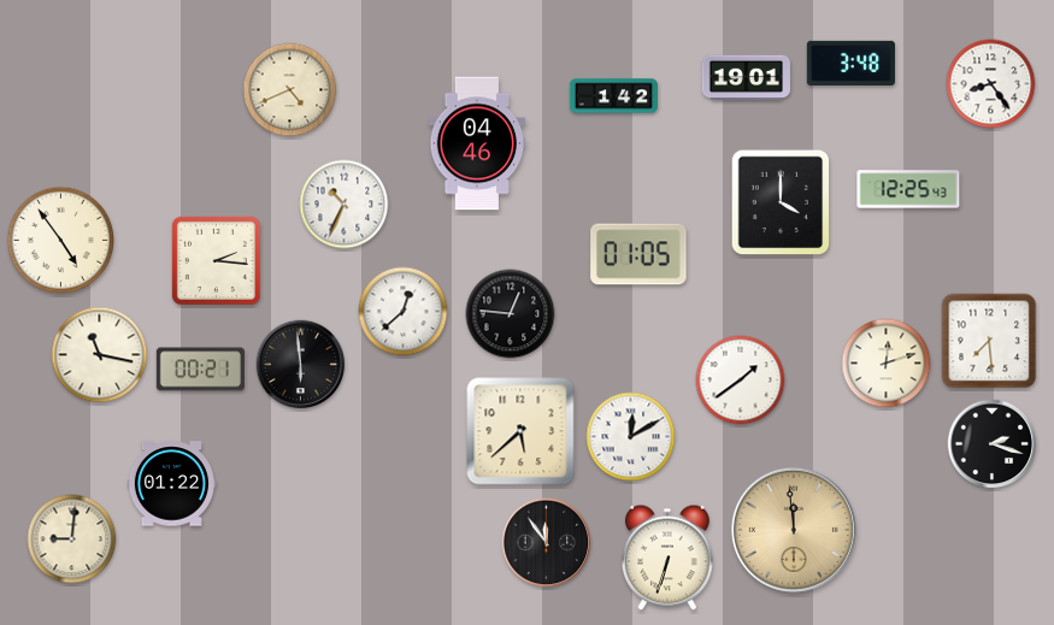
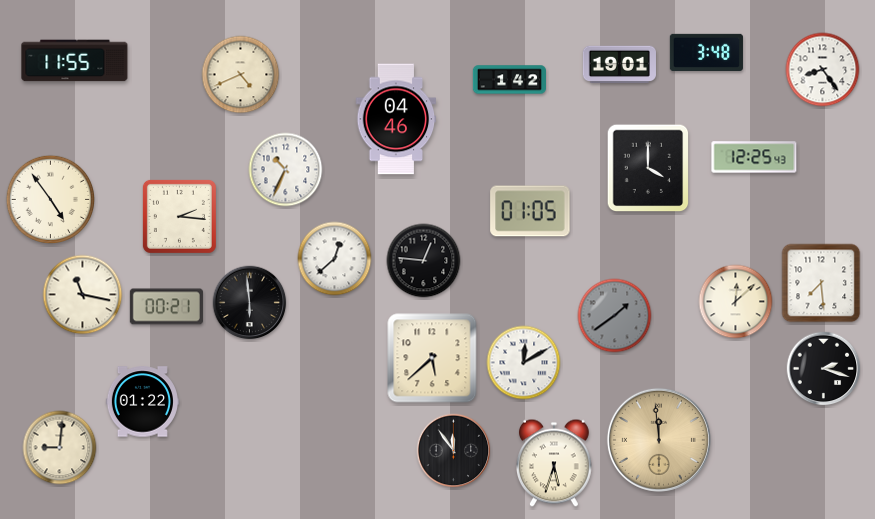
clock at (75, 61): none -> 11:55
clock at (887, 364): 12:12 -> 12:08
clock at (741, 381) dial: white -> grey
clock at (669, 558): 6:33 -> 5:33
